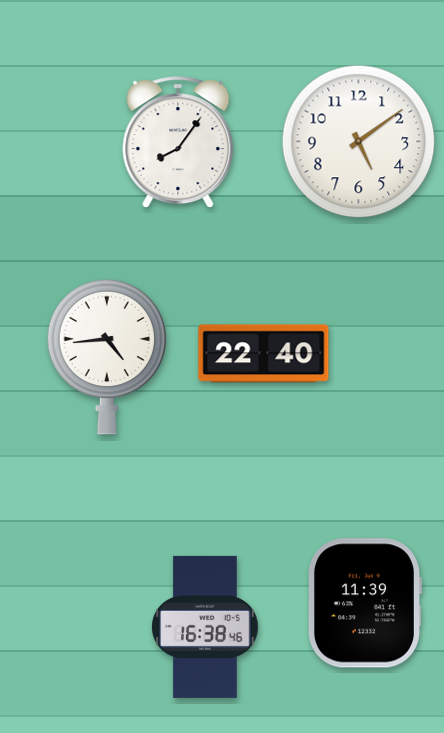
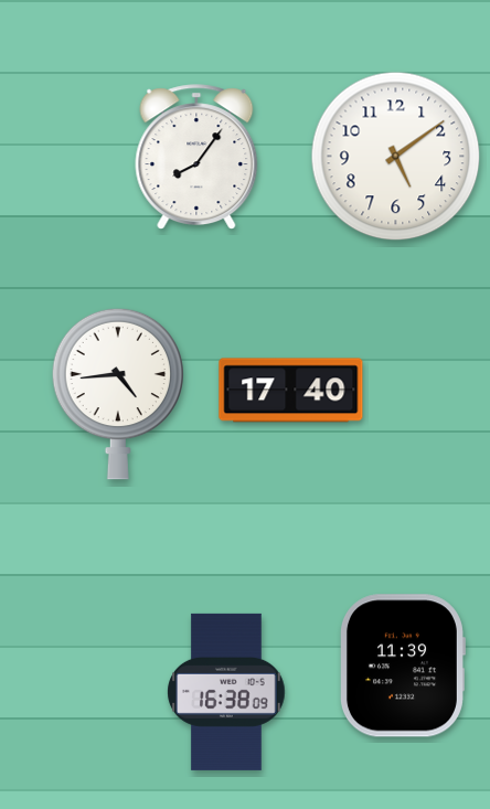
clock at (264, 354): 22:40 -> 17:40
clock at (205, 627): 16:38:46 -> 16:38:09
